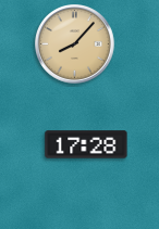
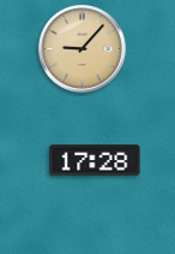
clock at (75, 44): 8:07 -> 9:07
